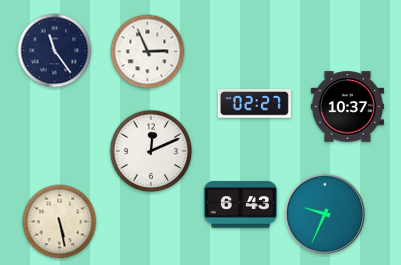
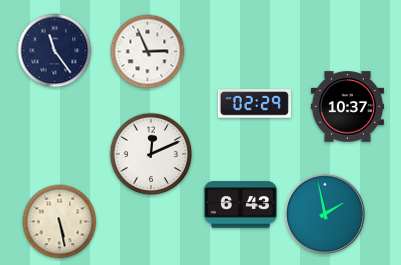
clock at (254, 104): 02:27 -> 02:29
clock at (151, 151) position: (151, 151) -> (151, 154)
clock at (324, 213): 9:34 -> 1:58
